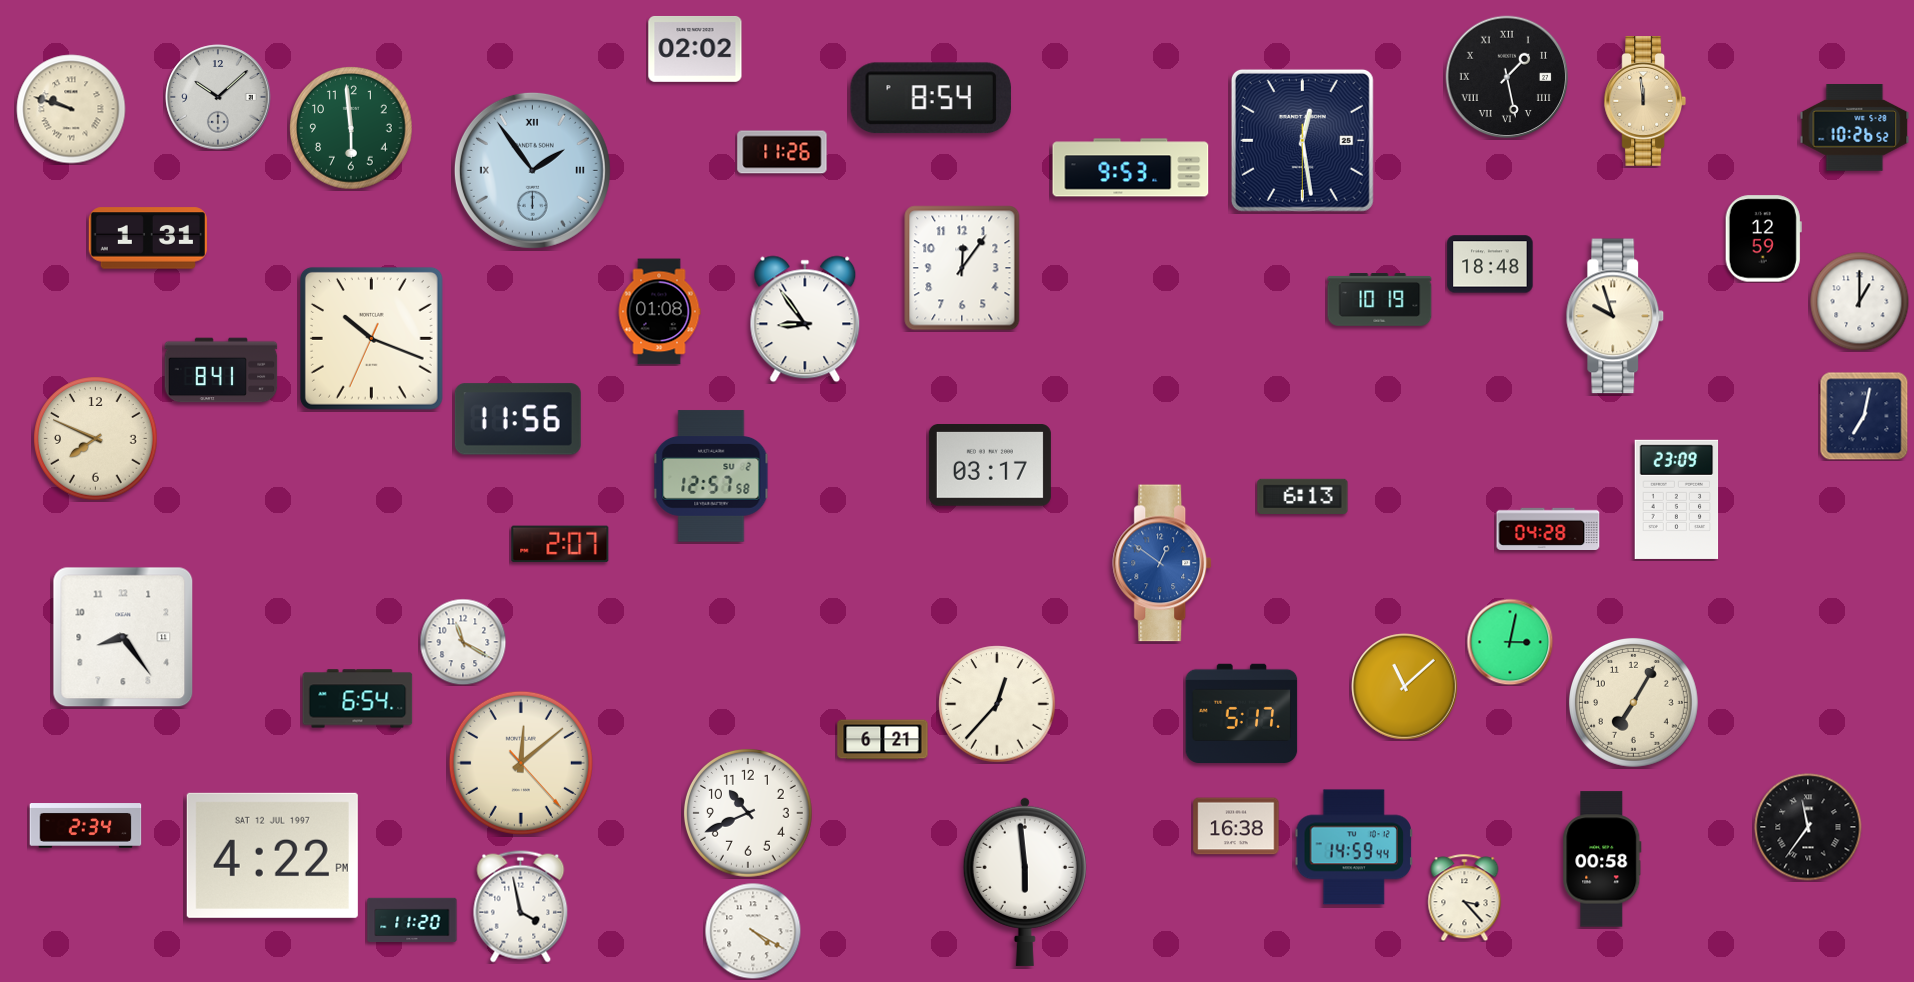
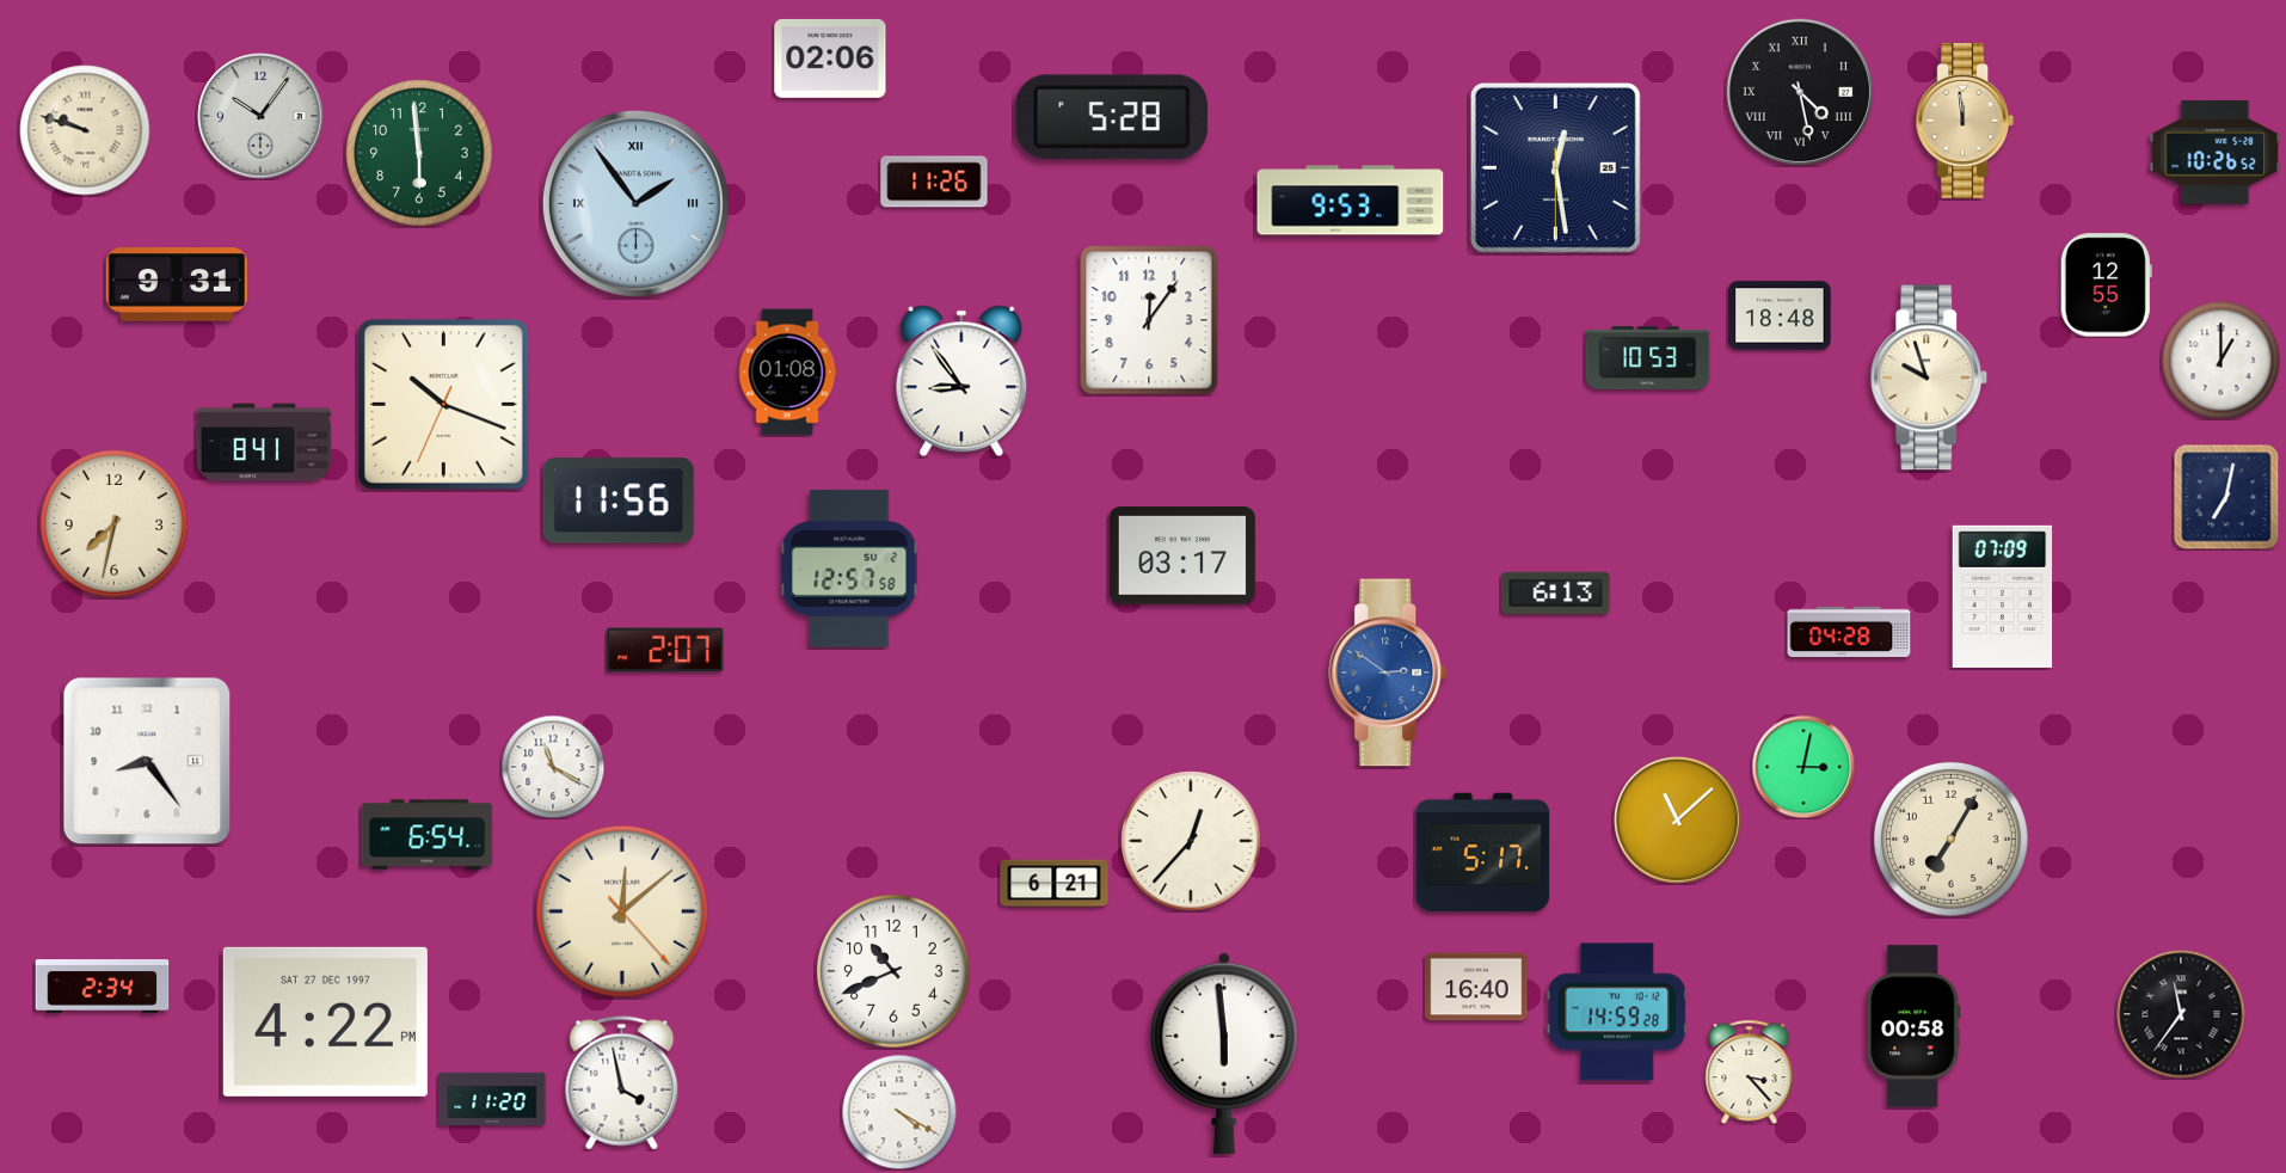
clock at (695, 49): 02:02 -> 02:06
clock at (1507, 77): 1:28 -> 4:28
clock at (218, 97): 10:08 -> 10:06
clock at (931, 98): 8:54 -> 5:28
clock at (147, 238): 1:31 -> 9:31
clock at (1763, 239): 12:59 -> 12:55
clock at (1380, 300): 10:19 -> 10:53
clock at (96, 439): 7:49 -> 7:32
clock at (1677, 499): 23:09 -> 07:09
clock at (560, 544) position: (560, 544) -> (665, 650)
clock at (1163, 563): 12:51 -> 2:51
clock at (1236, 826): 16:38 -> 16:40
clock at (1808, 827) position: (1808, 827) -> (2181, 1014)
clock at (1354, 847): 14:59:44 -> 14:59:28
clock at (272, 855) date: SAT 12 JUL 1997 -> SAT 27 DEC 1997
